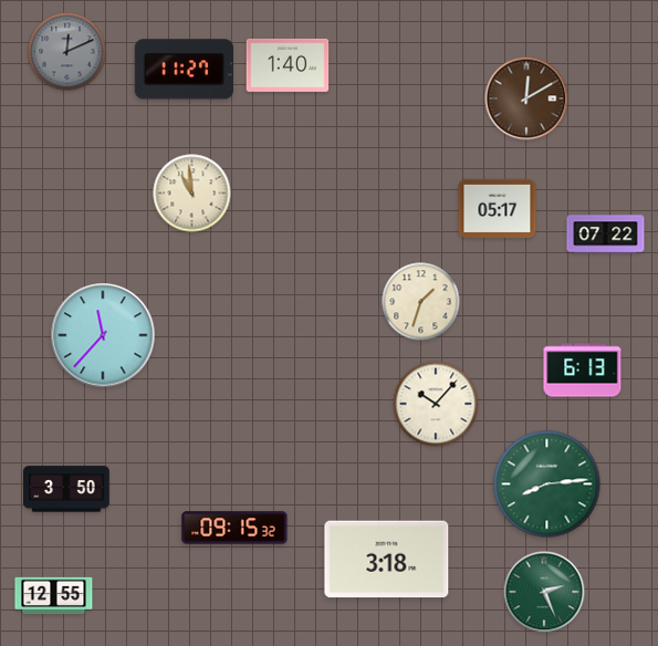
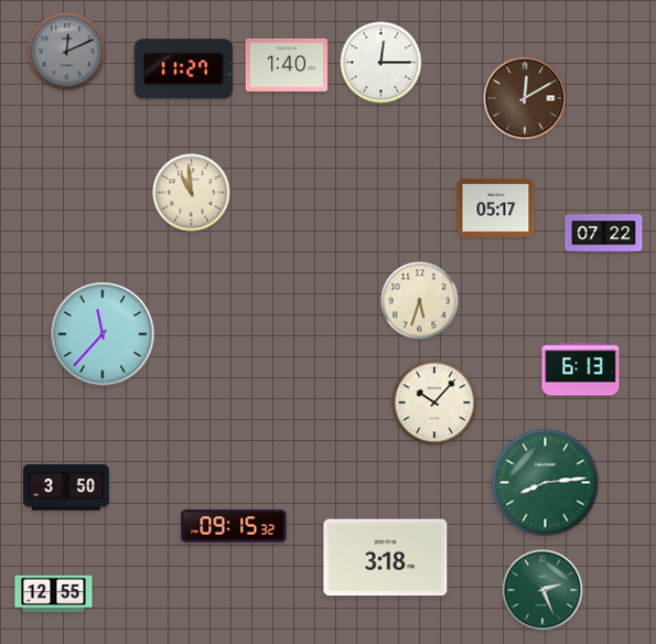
clock at (381, 63): none -> 12:15
clock at (421, 302): 1:33 -> 5:33
